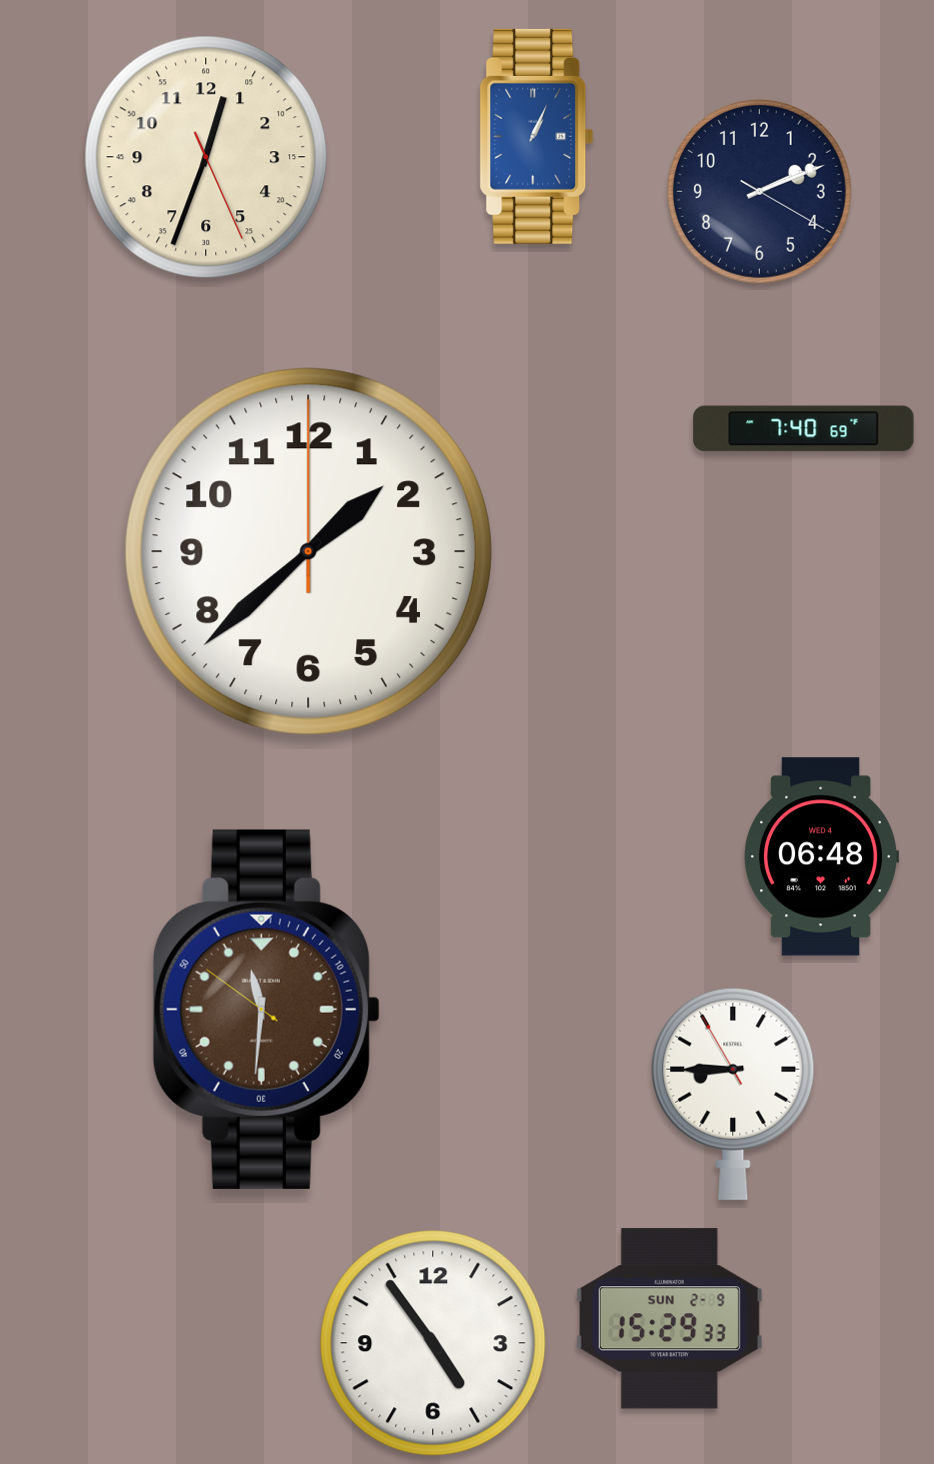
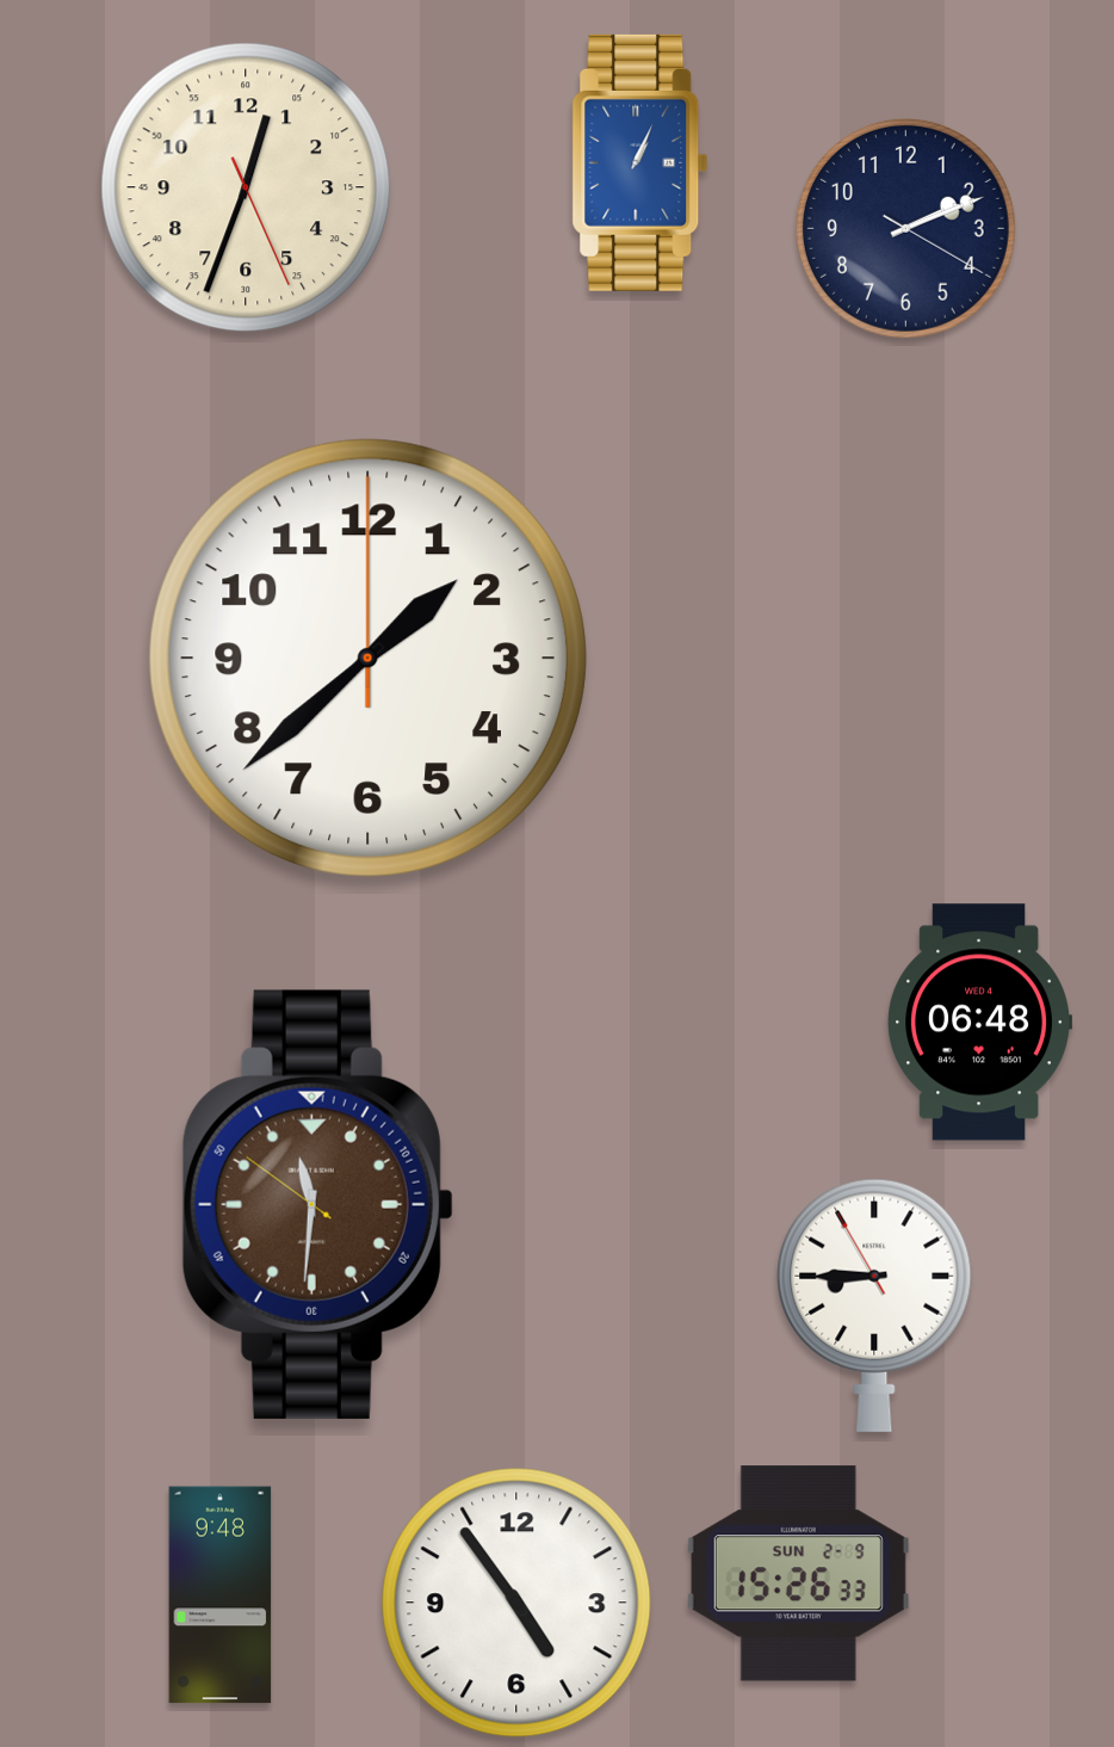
clock at (804, 429): 7:40 -> none
clock at (669, 1319): 15:29 -> 15:26
clock at (221, 1595): none -> 9:48
